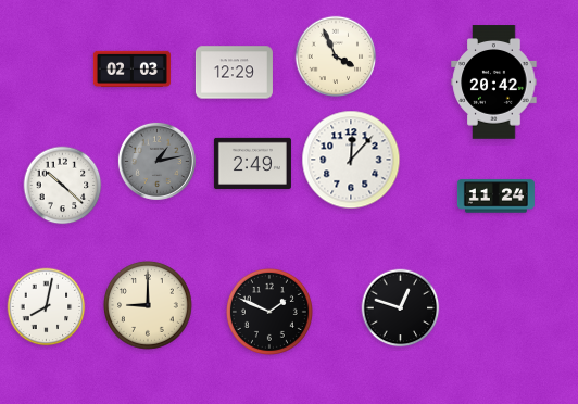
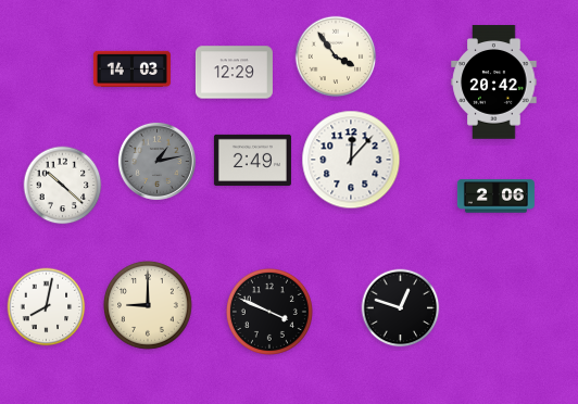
clock at (336, 56): 3:56 -> 3:54
clock at (131, 68): 02:03 -> 14:03
clock at (252, 163) position: (252, 163) -> (252, 160)
clock at (495, 197): 11:24 -> 2:06
clock at (269, 312): 1:49 -> 3:49
